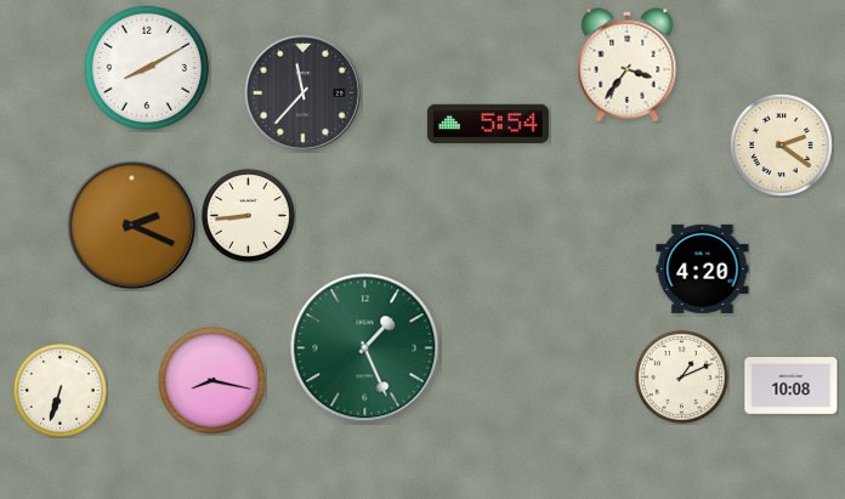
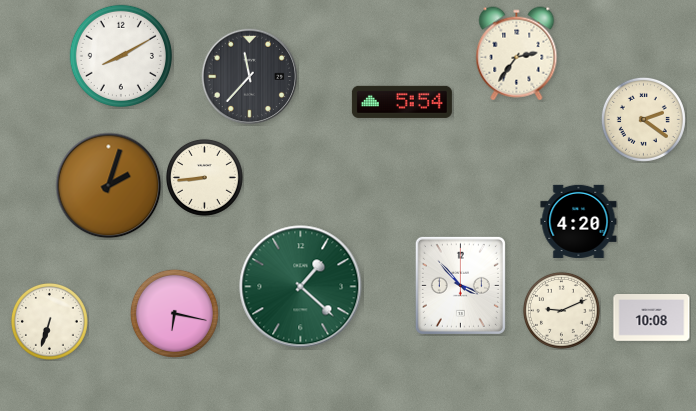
clock at (628, 66): 3:36 -> 2:36
clock at (132, 226): 2:19 -> 2:03
clock at (460, 285): none -> 3:53
clock at (365, 348): 1:26 -> 1:22
clock at (681, 376): 1:11 -> 9:11
clock at (211, 380): 8:17 -> 6:17
